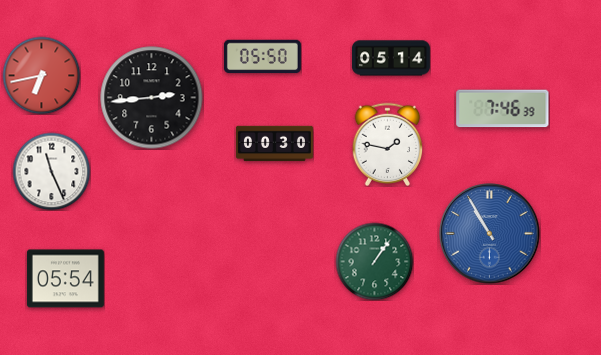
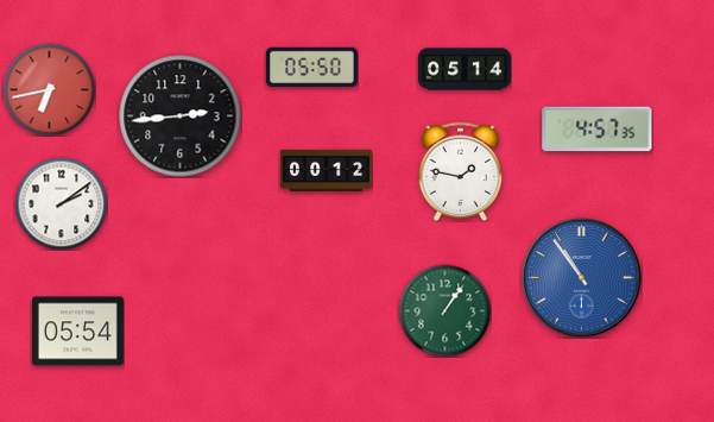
clock at (503, 109): 7:46 -> 4:57
clock at (274, 144): 00:30 -> 00:12
clock at (51, 171): 11:26 -> 2:09
clock at (490, 234): 10:55 -> 10:54
